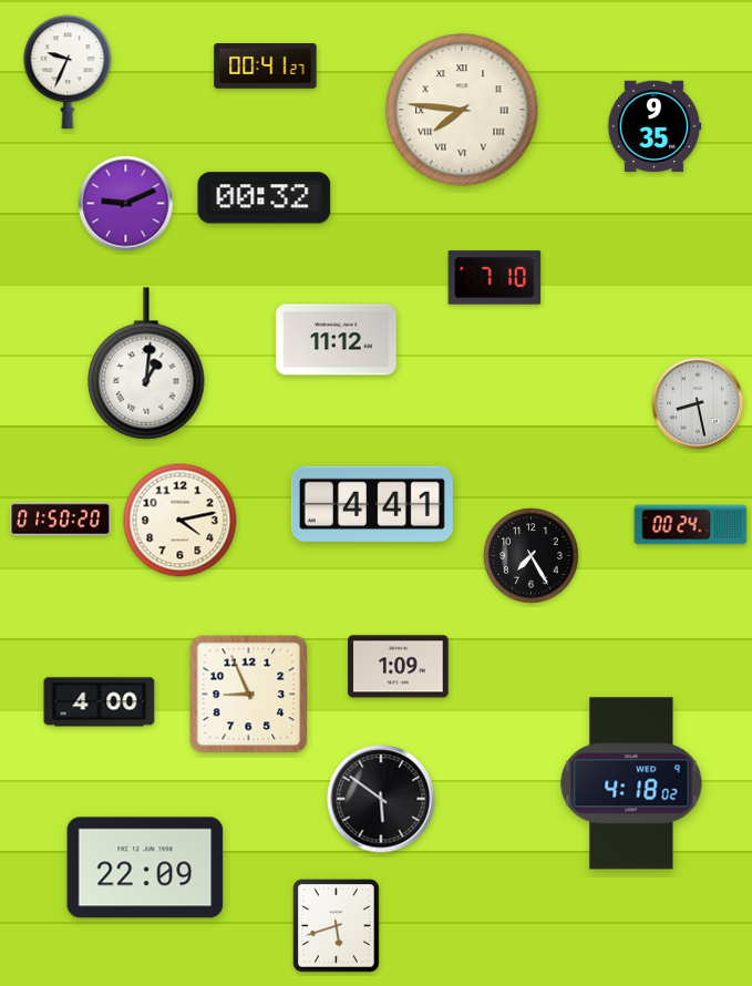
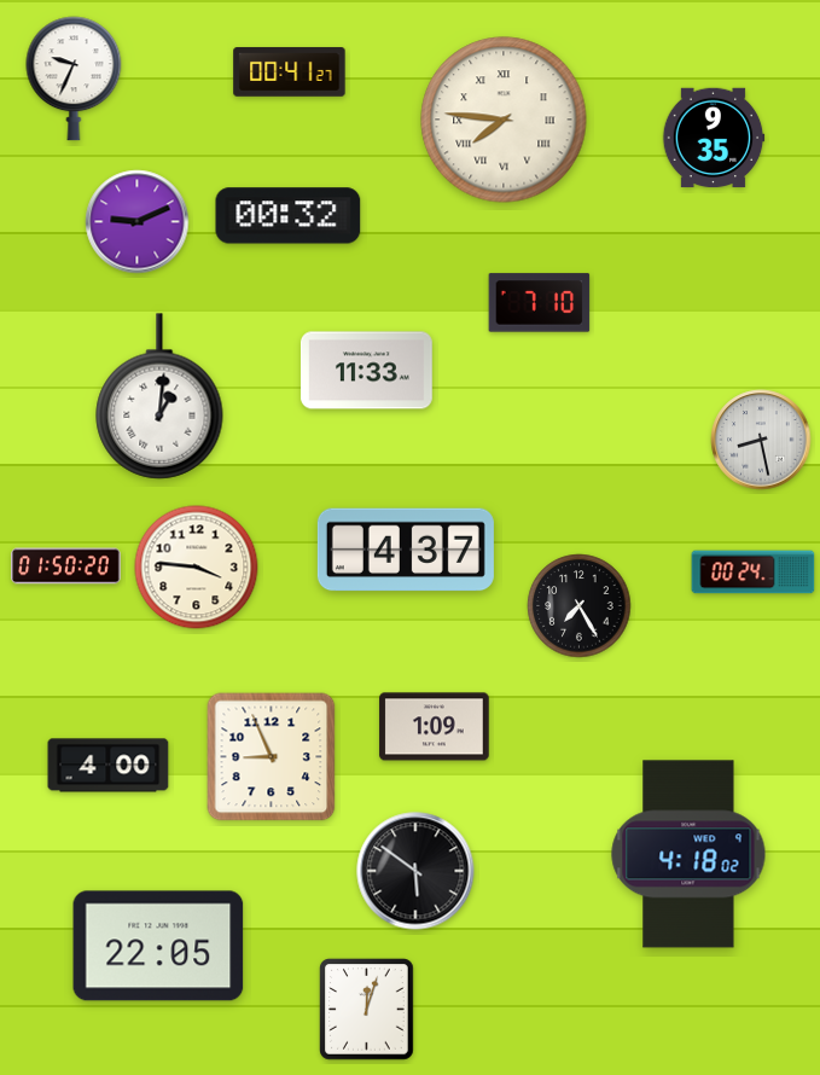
clock at (336, 340): 11:12 -> 11:33
clock at (372, 504): 4:41 -> 4:37
clock at (181, 521): 4:13 -> 3:46
clock at (145, 867): 22:09 -> 22:05
clock at (337, 926): 5:42 -> 12:03
